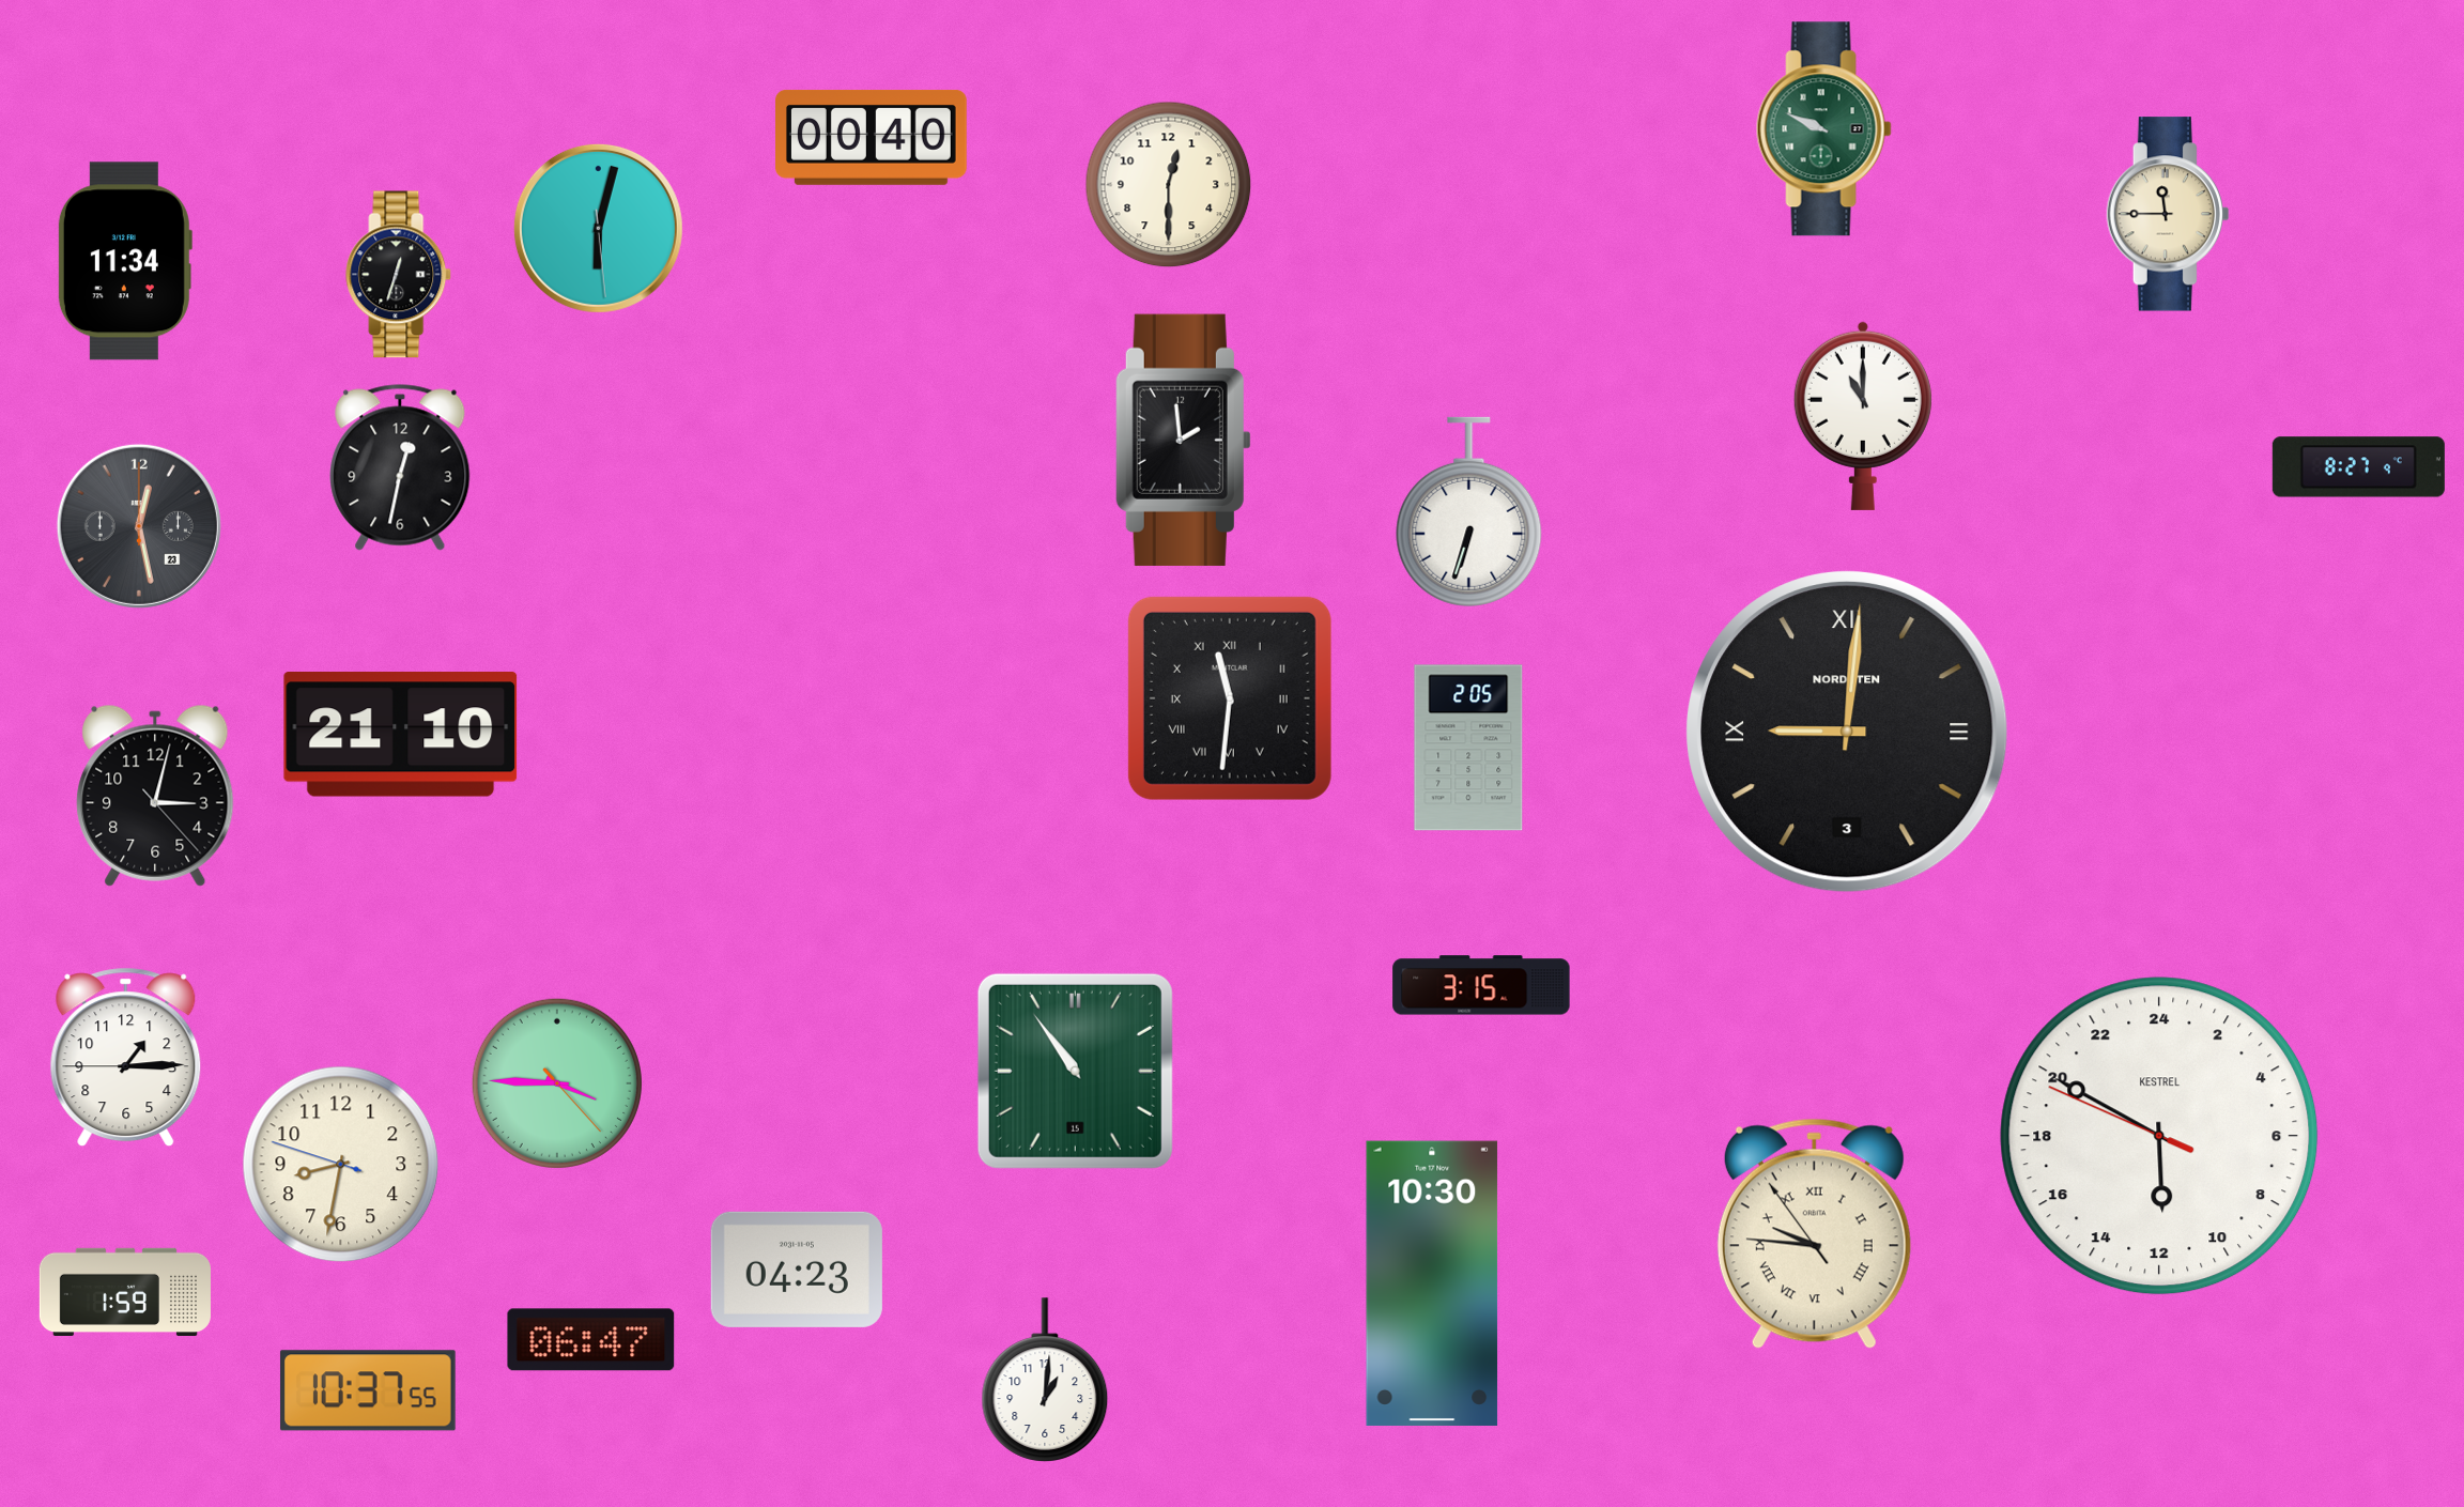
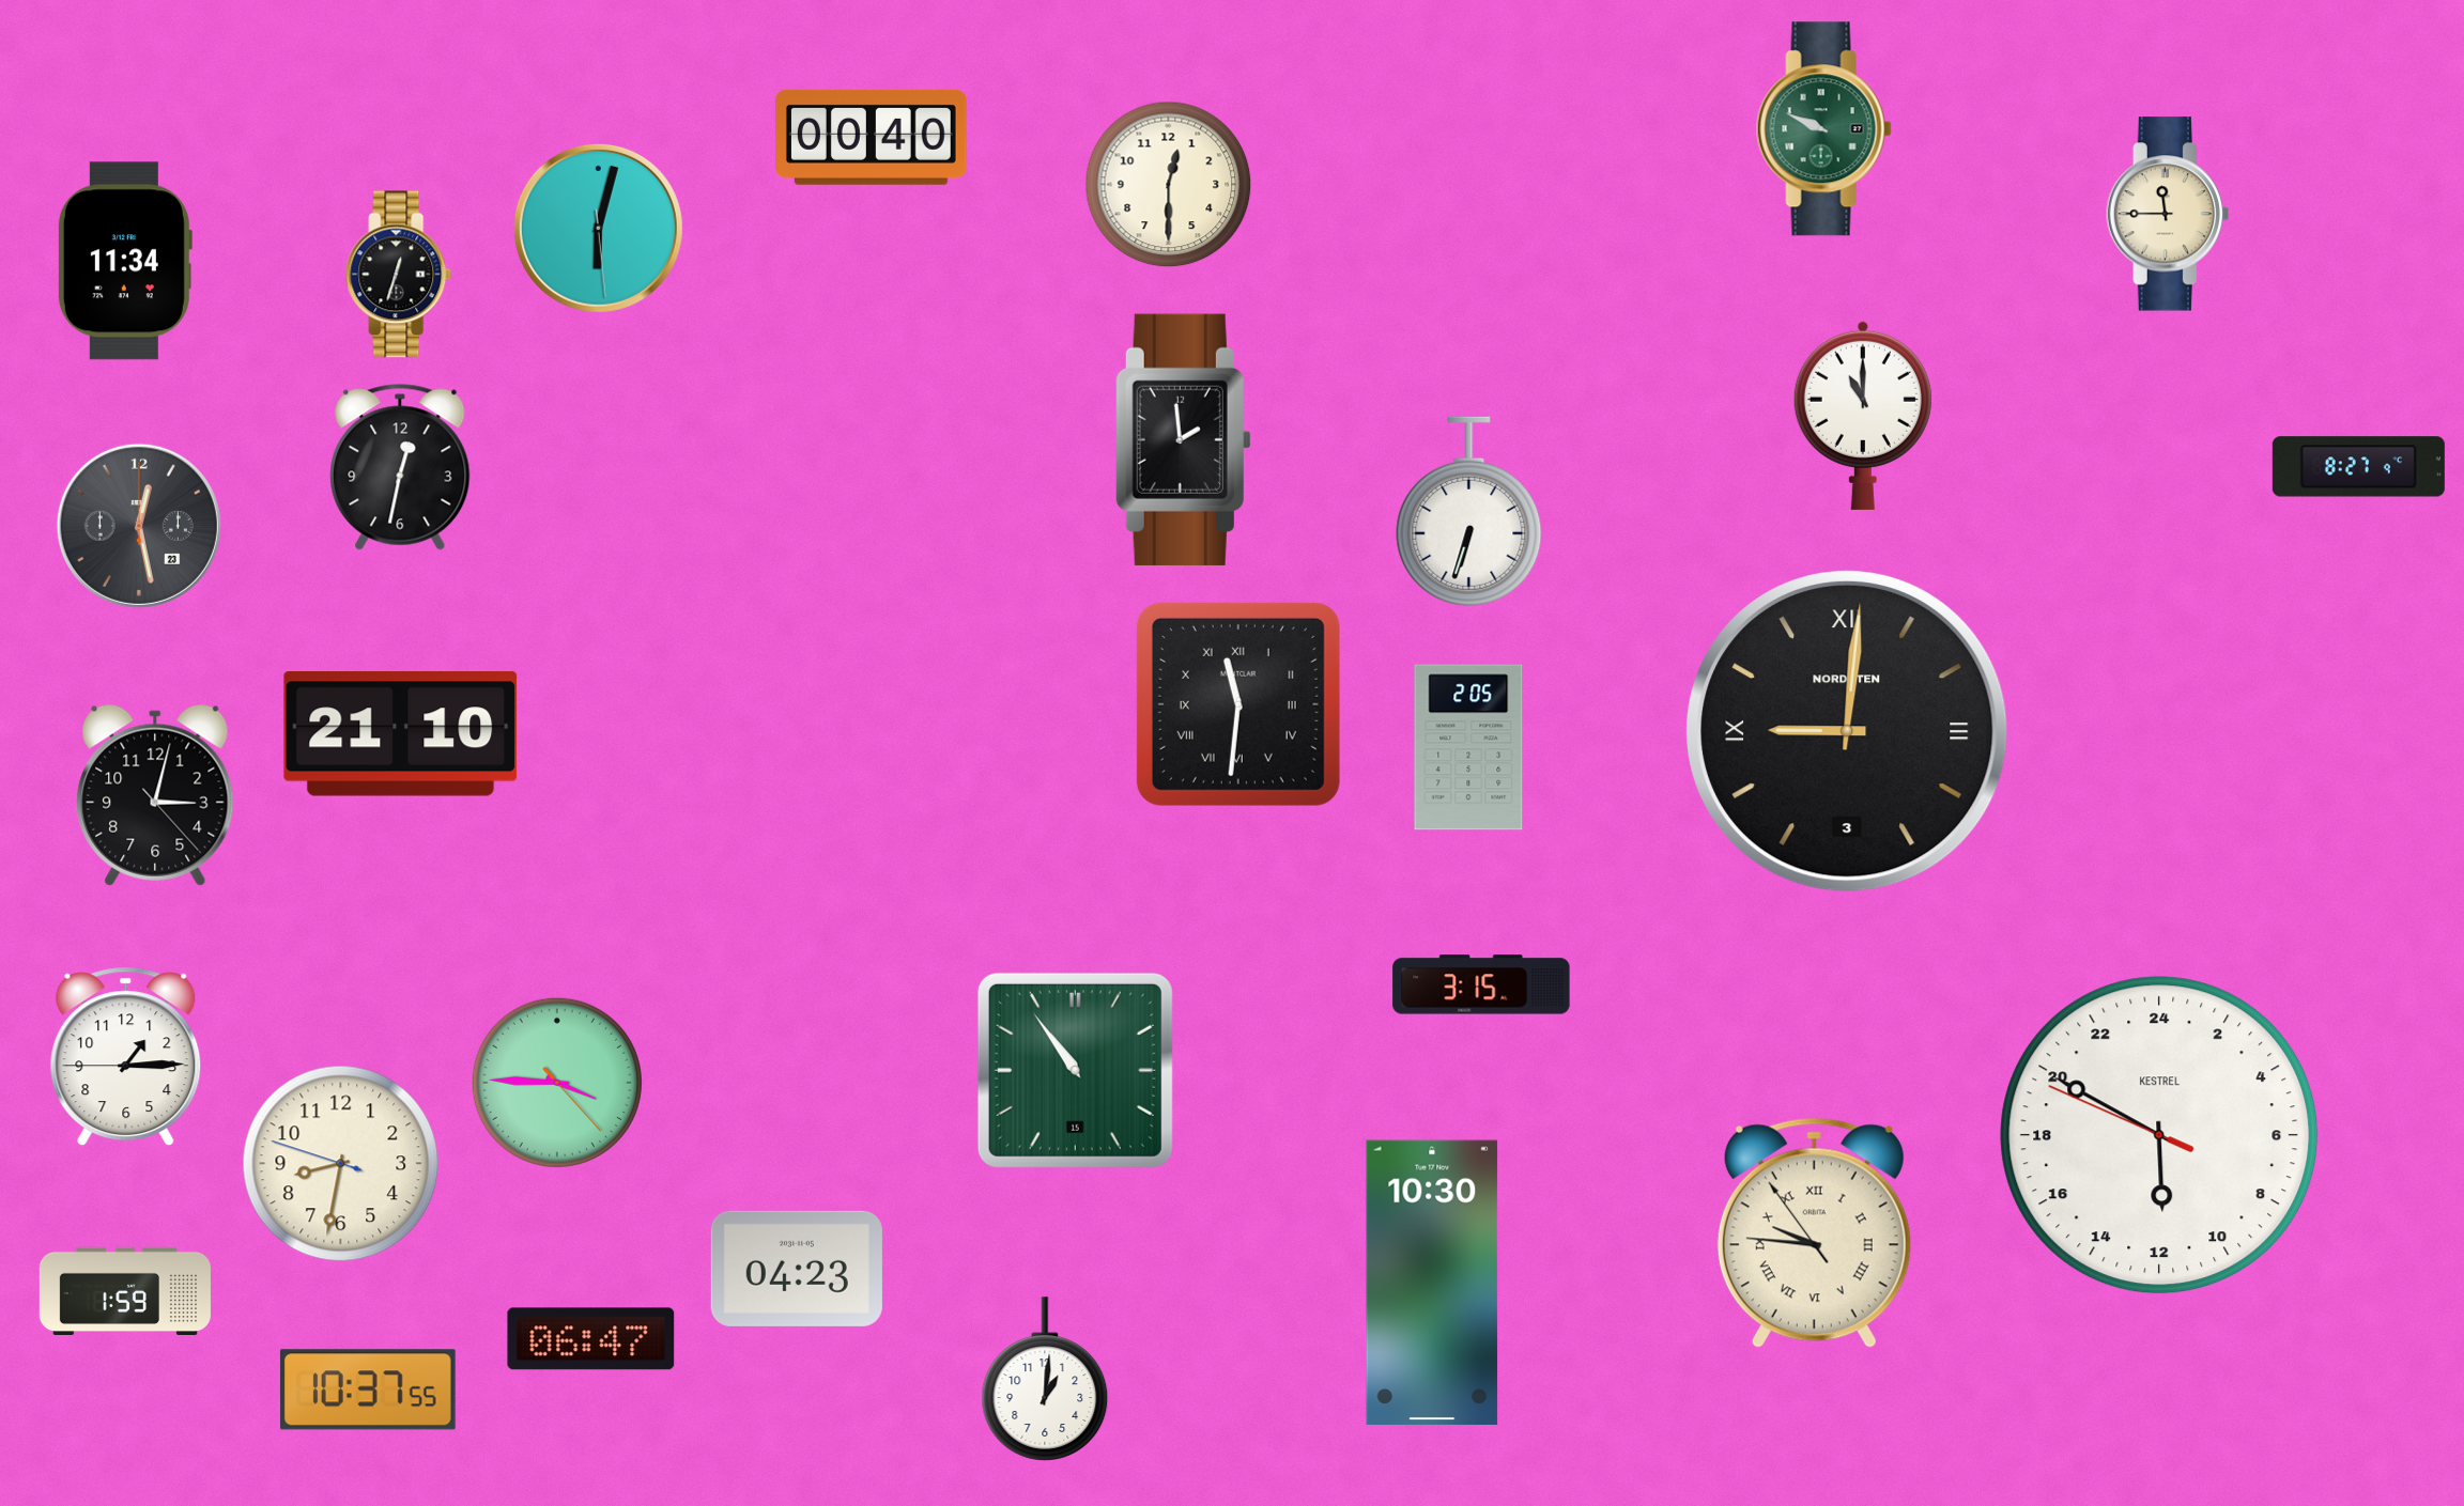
clock at (1230, 698) position: (1230, 698) -> (1238, 704)
